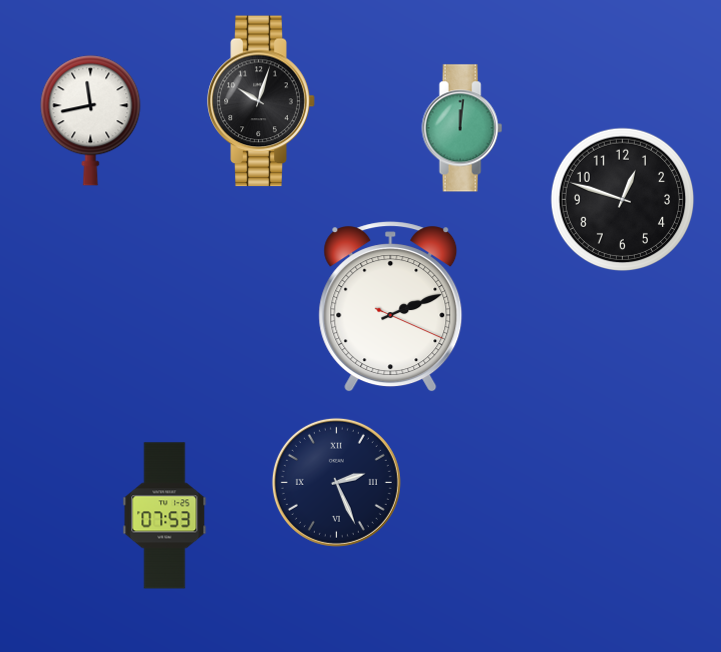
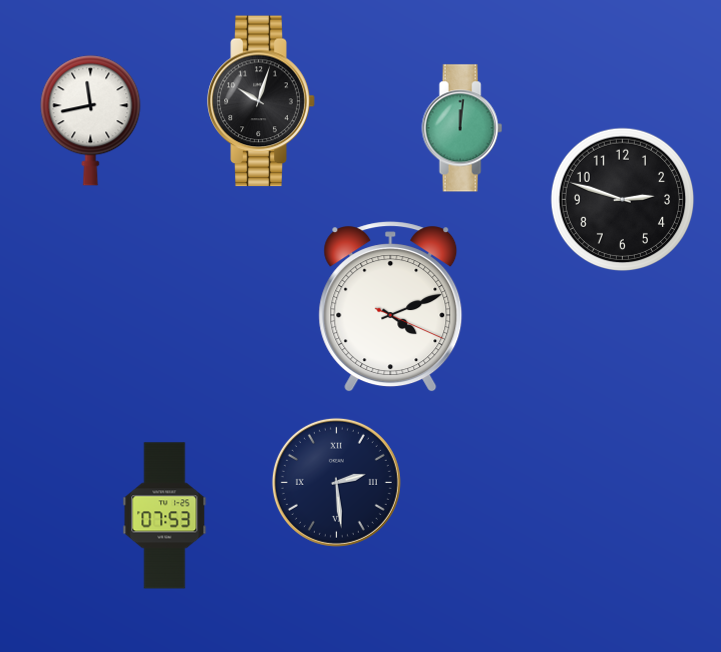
clock at (623, 200): 12:48 -> 2:48
clock at (391, 307): 2:11 -> 4:11
clock at (336, 482): 2:26 -> 2:29
